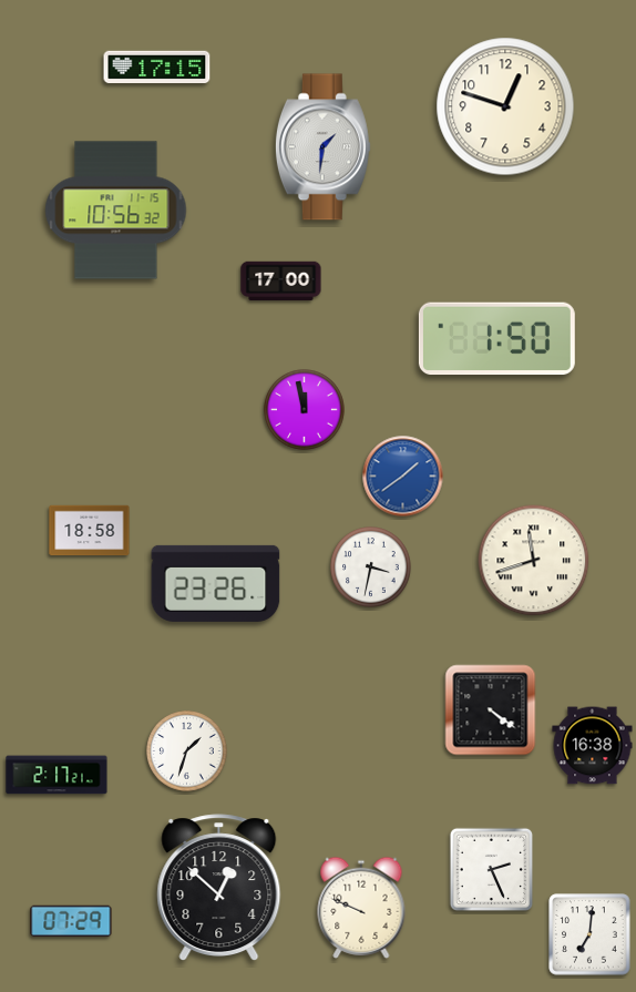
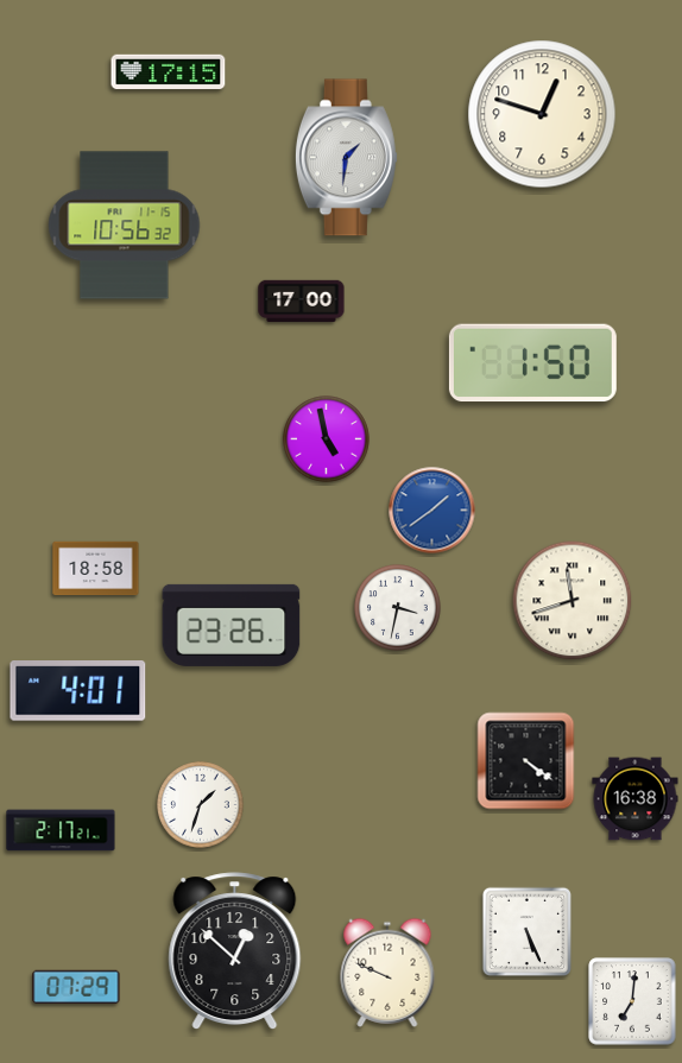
clock at (305, 410): 11:58 -> 4:58
clock at (78, 691): none -> 4:01
clock at (491, 869): 2:26 -> 5:26
